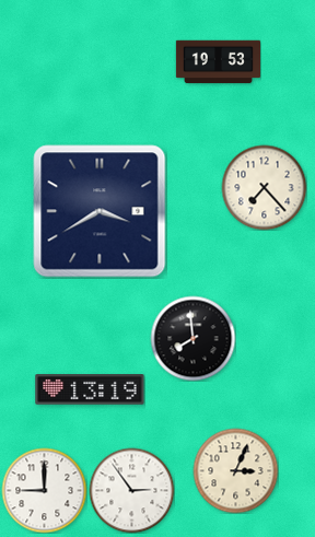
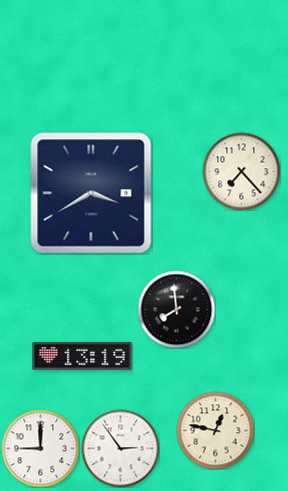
clock at (218, 62): 19:53 -> none
clock at (235, 470): 3:04 -> 12:47
